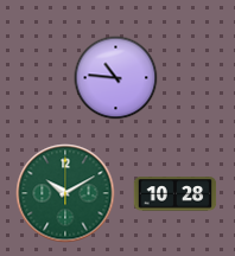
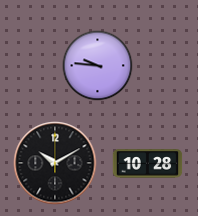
clock at (116, 78): 10:46 -> 9:46
clock at (65, 193) dial: green -> black
